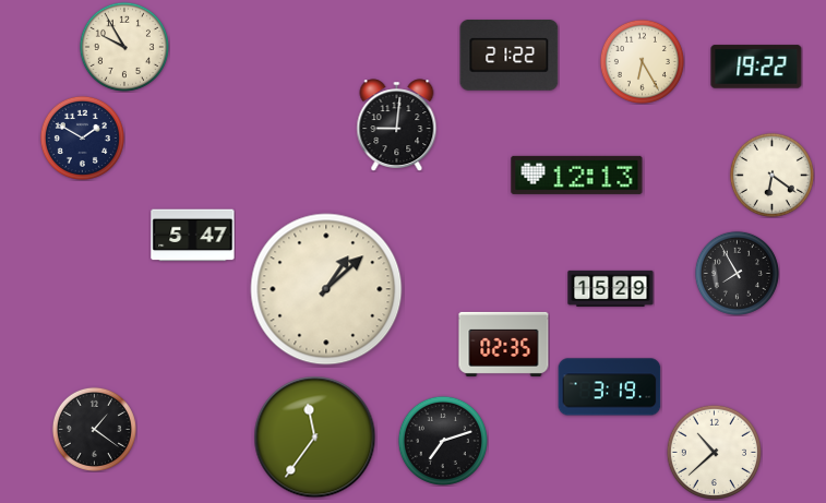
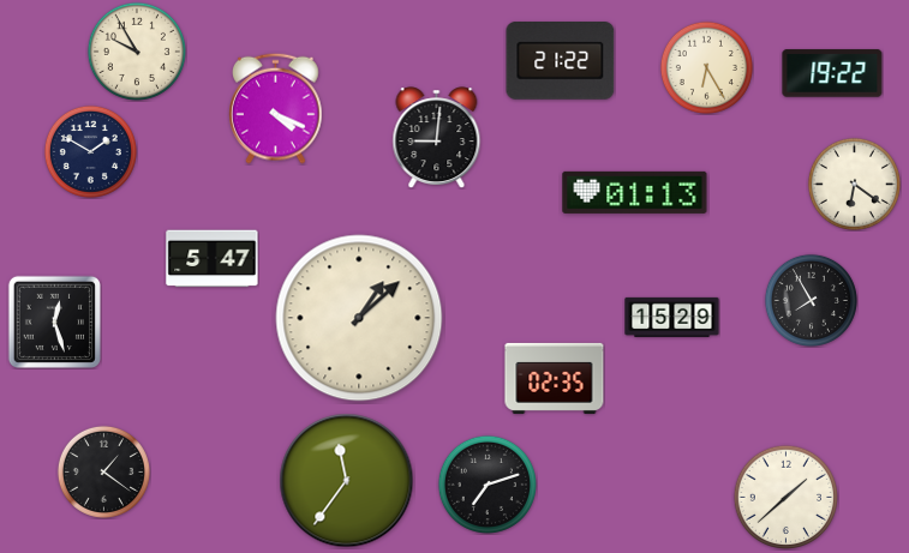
clock at (276, 108): none -> 4:19
clock at (577, 175): 12:13 -> 01:13
clock at (771, 175) position: (771, 175) -> (854, 184)
clock at (54, 321): none -> 12:27
clock at (610, 387): 3:19 -> none
clock at (714, 452): 10:38 -> 1:38
